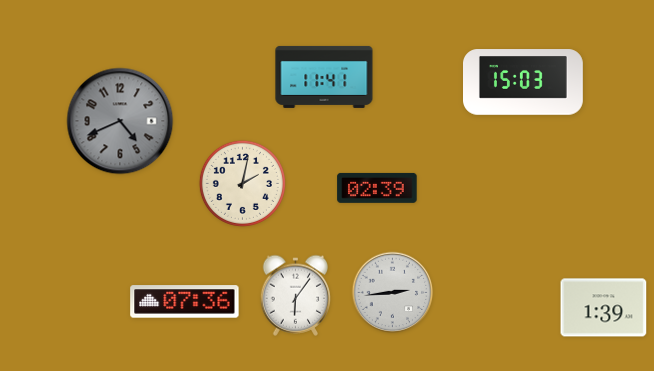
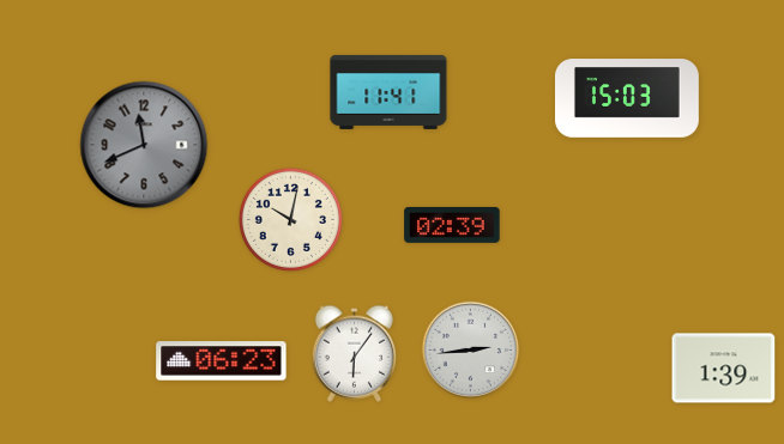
clock at (120, 121): 4:41 -> 11:41
clock at (242, 183): 2:02 -> 10:02
clock at (185, 302): 07:36 -> 06:23
